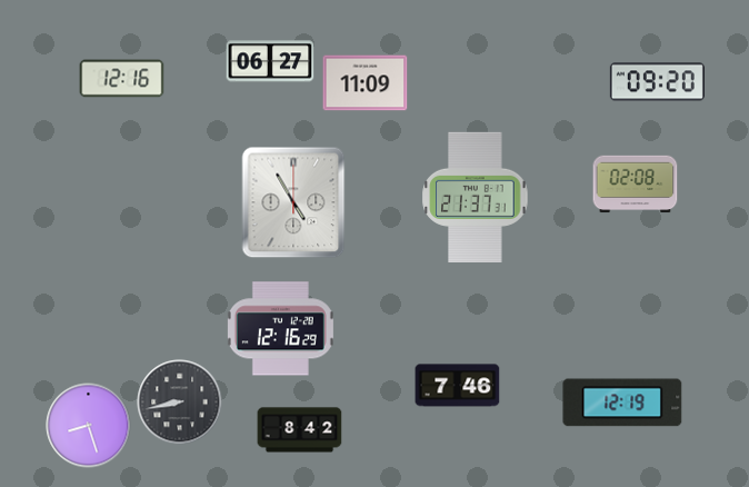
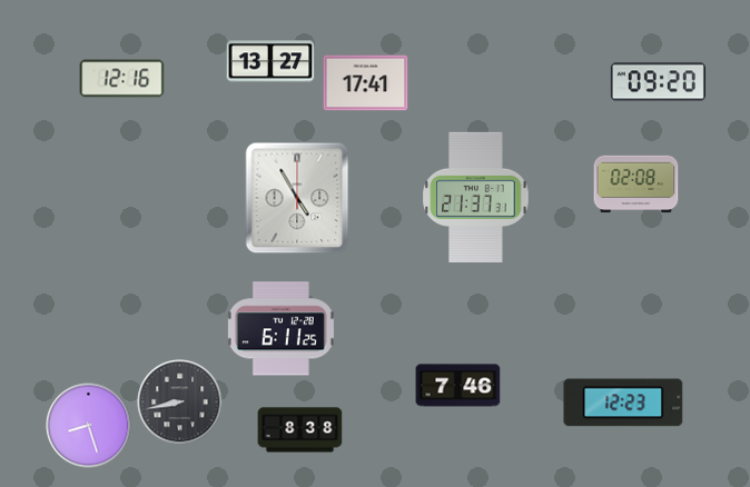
clock at (270, 61): 06:27 -> 13:27
clock at (366, 83): 11:09 -> 17:41
clock at (293, 202) position: (293, 202) -> (297, 198)
clock at (280, 329): 12:16 -> 6:11
clock at (622, 402): 12:19 -> 12:23
clock at (300, 430): 8:42 -> 8:38
